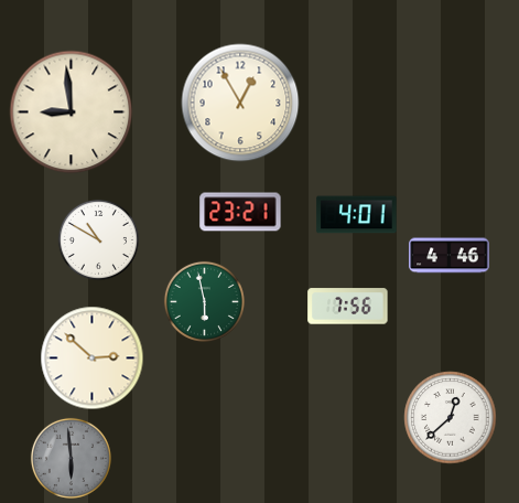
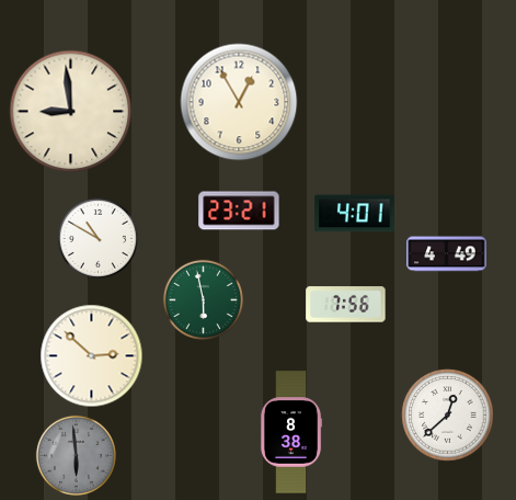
clock at (450, 256): 4:46 -> 4:49
clock at (291, 432): none -> 8:38
clock at (71, 458) position: (71, 458) -> (76, 455)
